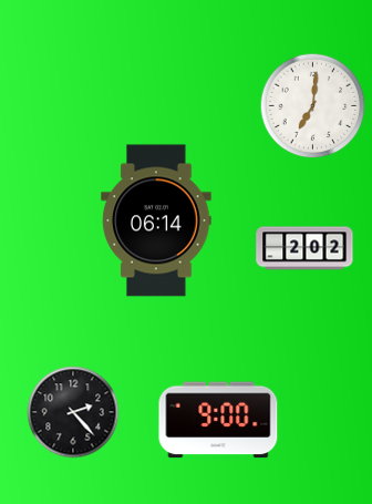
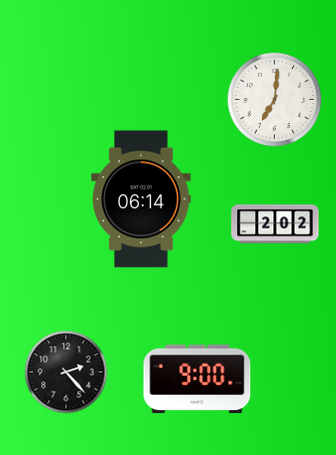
clock at (313, 106) position: (313, 106) -> (275, 100)
